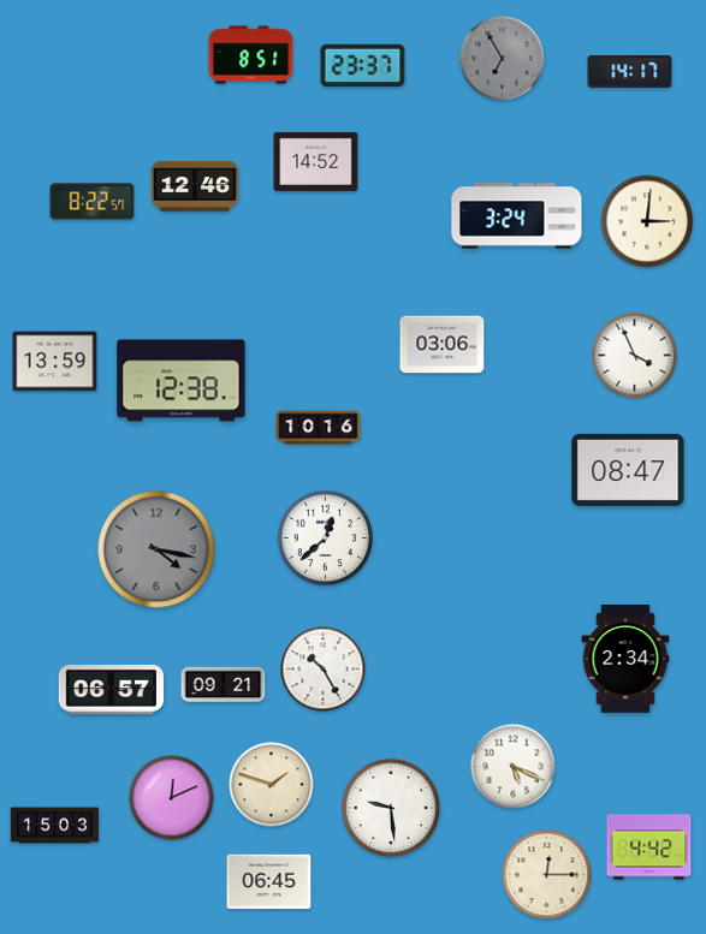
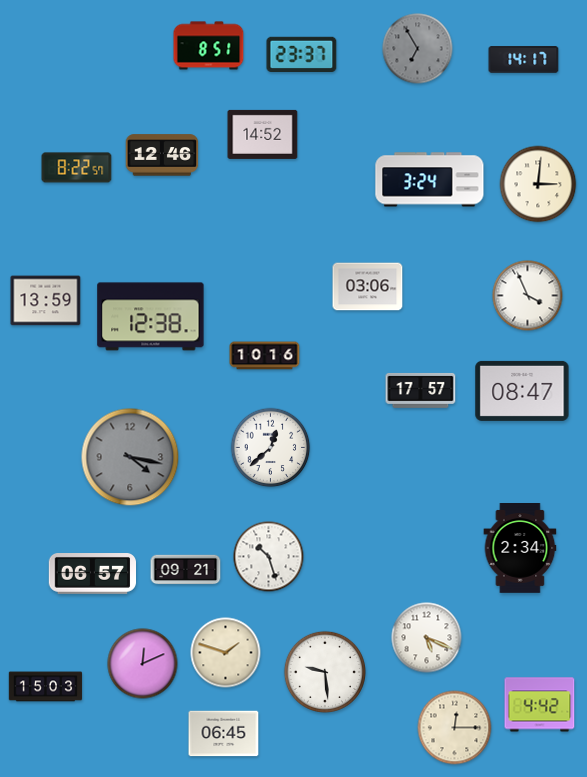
clock at (421, 390): none -> 17:57
clock at (324, 670): 10:25 -> 10:27
